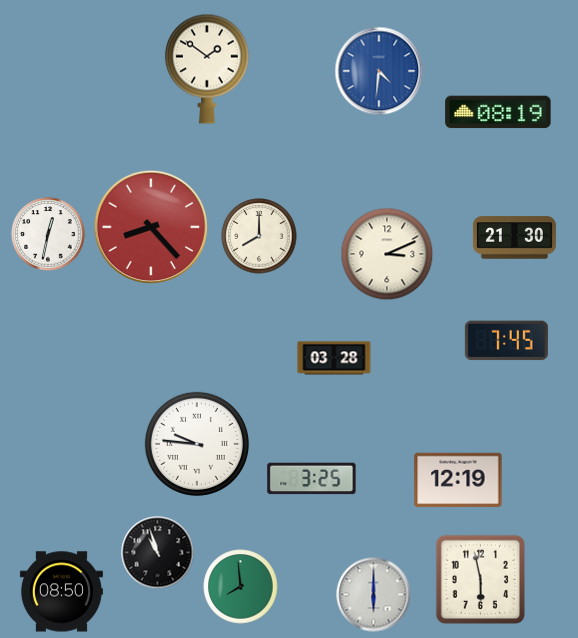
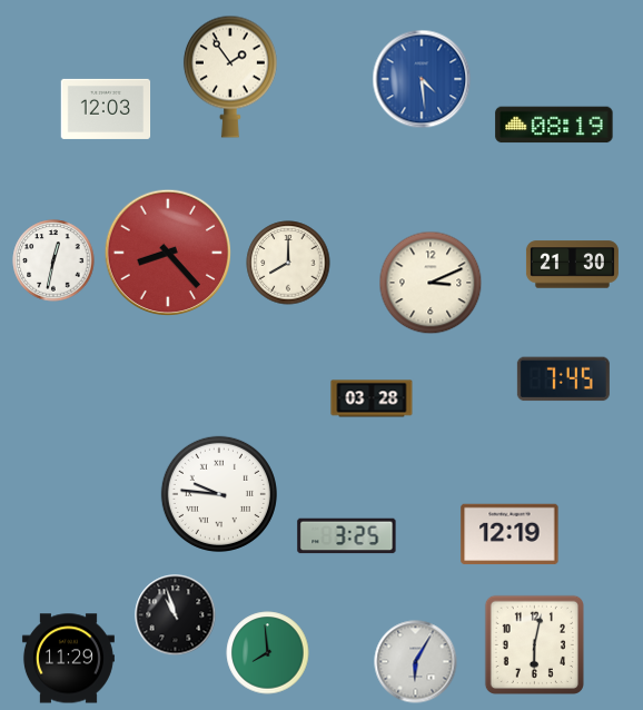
clock at (207, 69): 1:51 -> 1:54
clock at (379, 71): 4:31 -> 4:29
clock at (106, 109): none -> 12:03
clock at (312, 479) position: (312, 479) -> (347, 536)
clock at (480, 579): 5:58 -> 6:02
clock at (61, 592): 08:50 -> 11:29
clock at (374, 595): 6:00 -> 6:05
